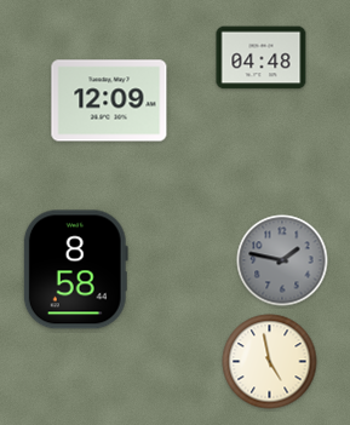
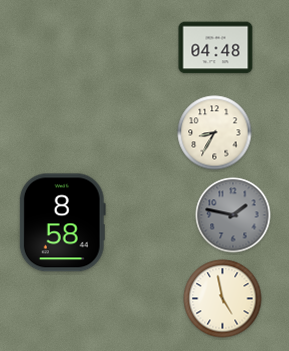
clock at (109, 100): 12:09 -> none
clock at (215, 133): none -> 8:35
